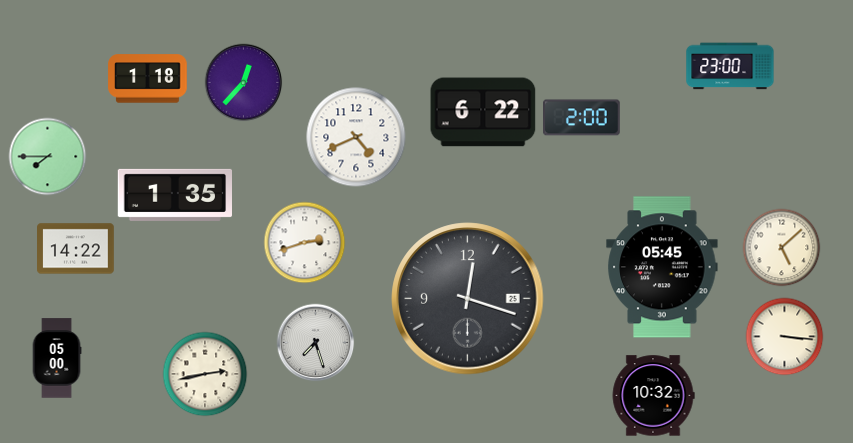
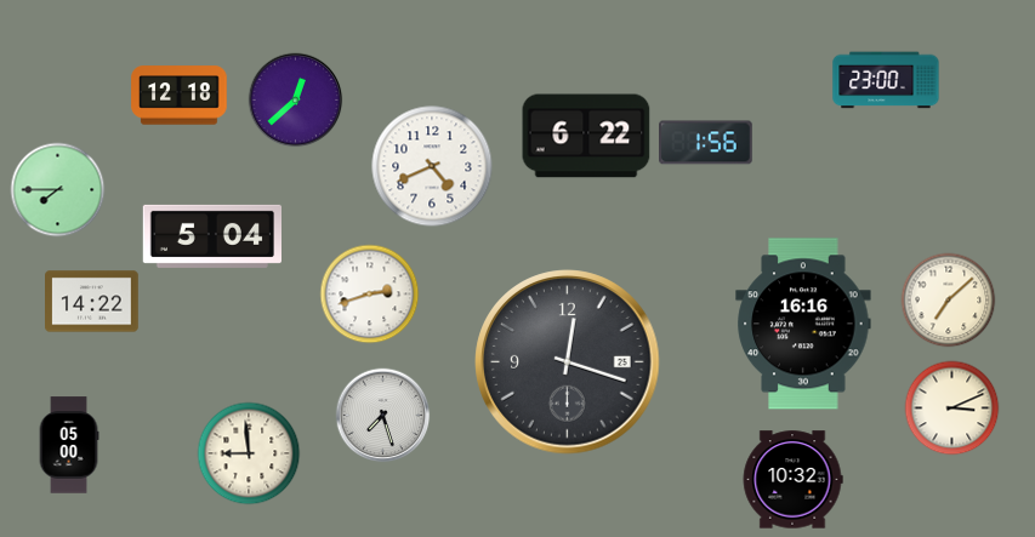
clock at (148, 79): 1:18 -> 12:18
clock at (243, 82): 12:37 -> 12:38
clock at (582, 118): 2:00 -> 1:56
clock at (174, 195): 1:35 -> 5:04
clock at (781, 247): 5:08 -> 7:08
clock at (662, 267): 05:45 -> 16:16
clock at (784, 336): 3:16 -> 3:11
clock at (57, 358) position: (57, 358) -> (69, 445)
clock at (205, 374): 2:43 -> 8:59
